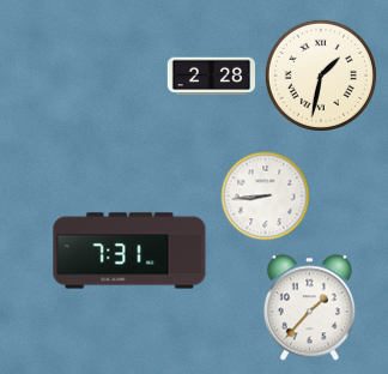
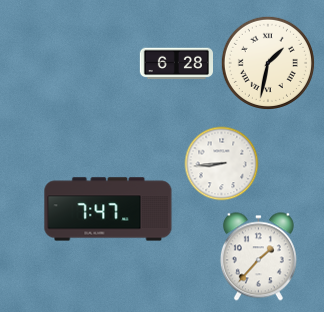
clock at (211, 77): 2:28 -> 6:28
clock at (129, 251): 7:31 -> 7:47
